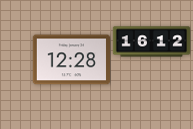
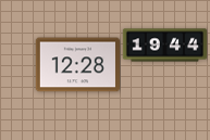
clock at (151, 42): 16:12 -> 19:44
